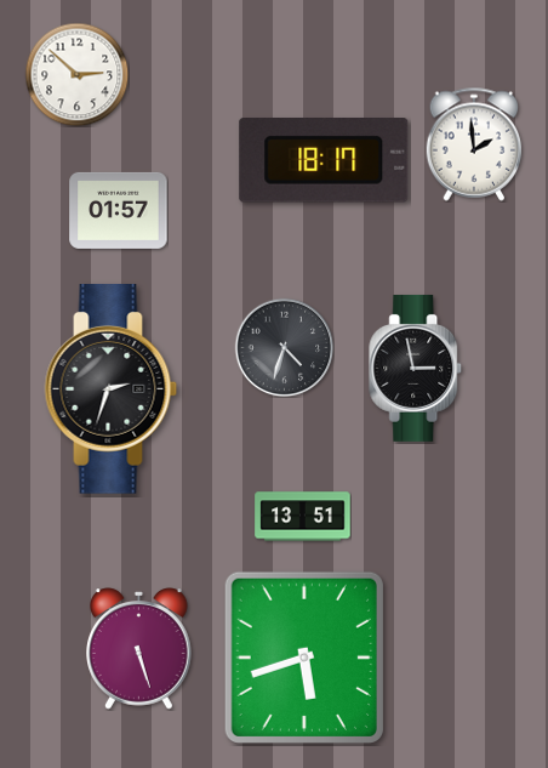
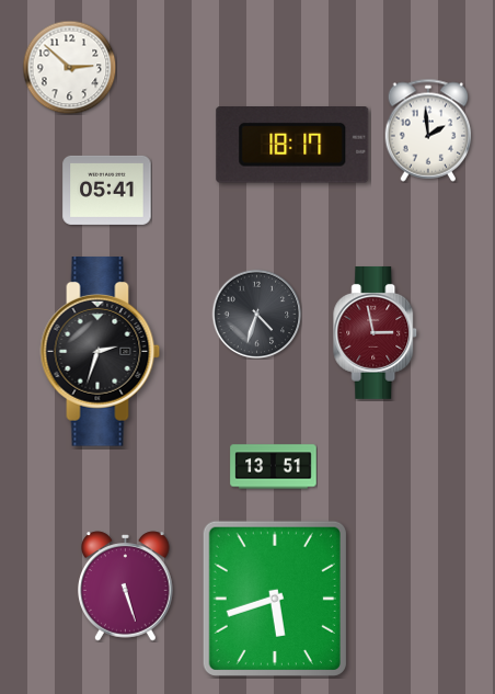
clock at (119, 210): 01:57 -> 05:41
clock at (416, 368) dial: black -> burgundy
clock at (304, 658) position: (304, 658) -> (275, 599)
